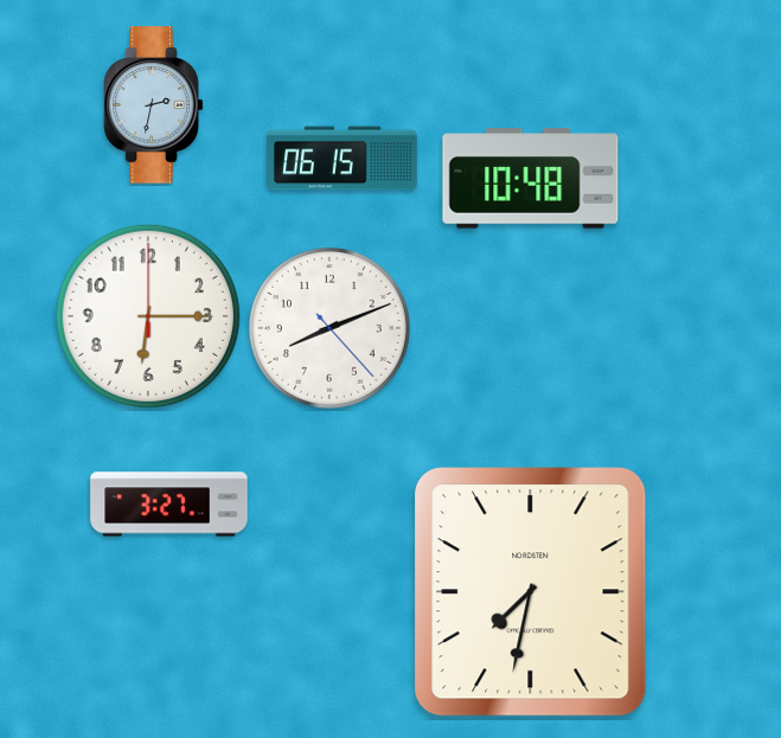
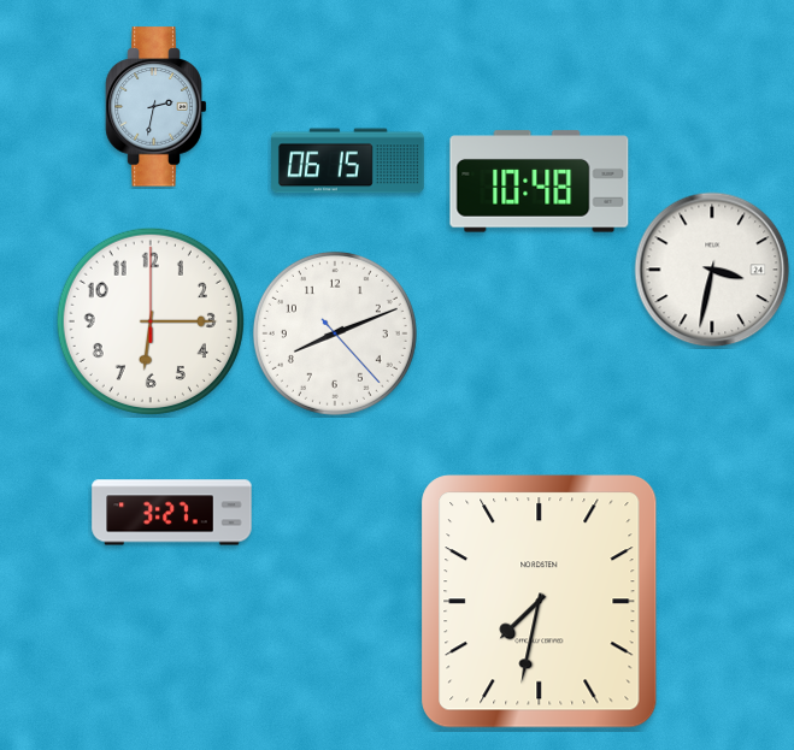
clock at (712, 270): none -> 3:32
